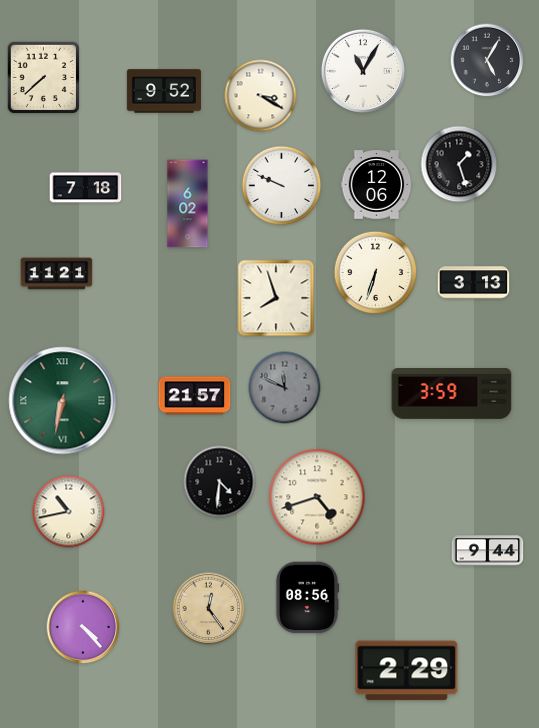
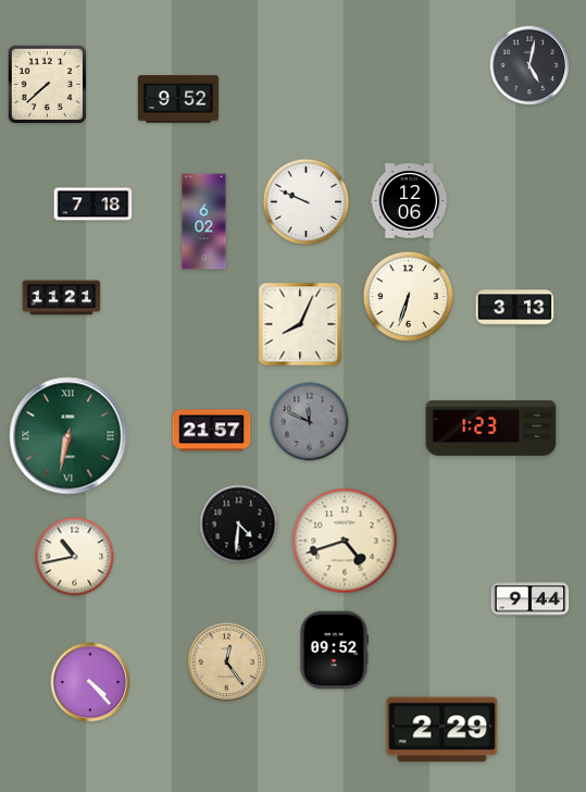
clock at (487, 60): 5:05 -> 5:02
clock at (363, 71): 11:05 -> none
clock at (261, 96): 3:20 -> none
clock at (459, 164): 1:27 -> none
clock at (276, 298): 7:57 -> 8:04
clock at (452, 394): 3:59 -> 1:23
clock at (307, 598): 08:56 -> 09:52
